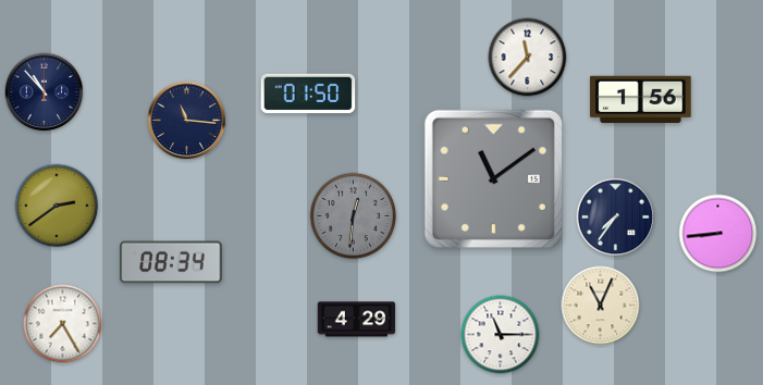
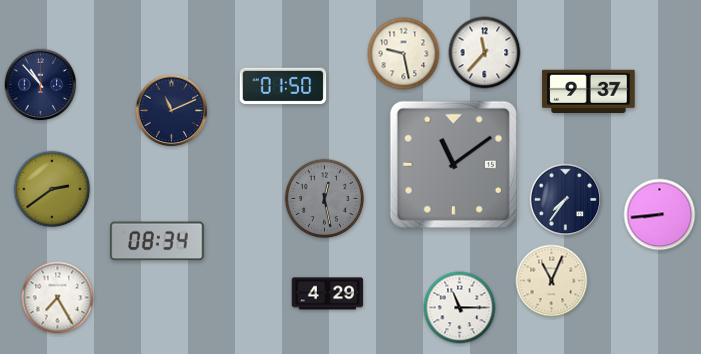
clock at (404, 54): none -> 9:28
clock at (641, 99): 1:56 -> 9:37
clock at (187, 121): 11:16 -> 11:11
clock at (354, 216): 12:31 -> 12:28
